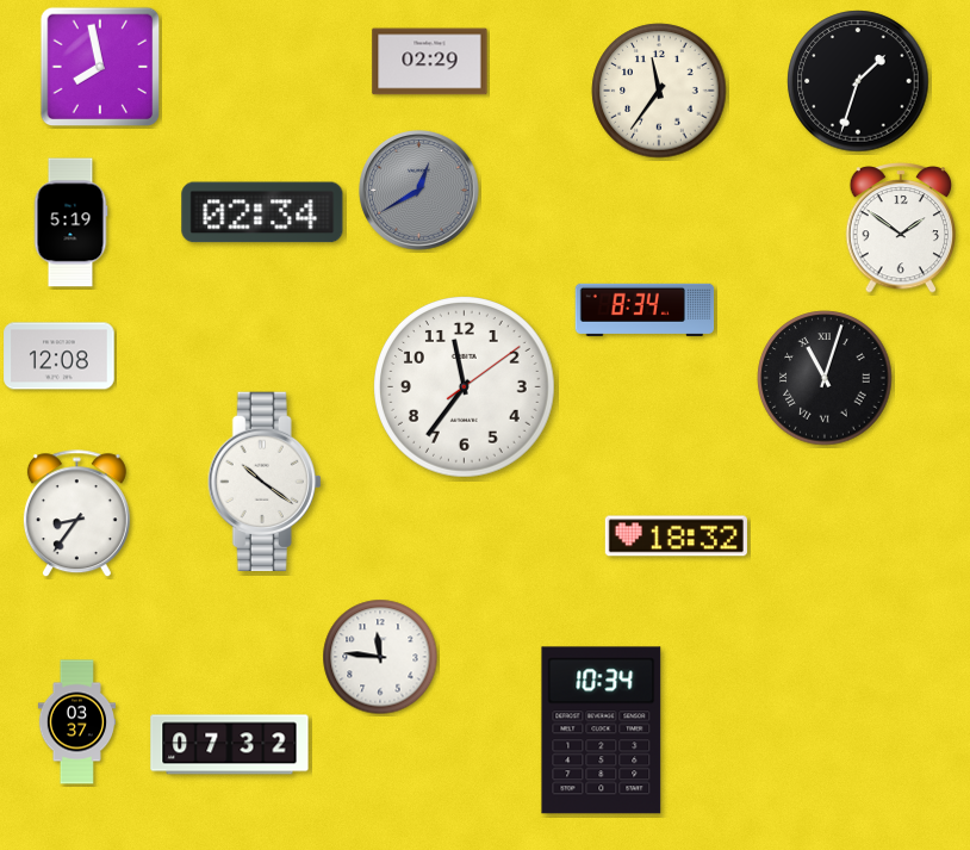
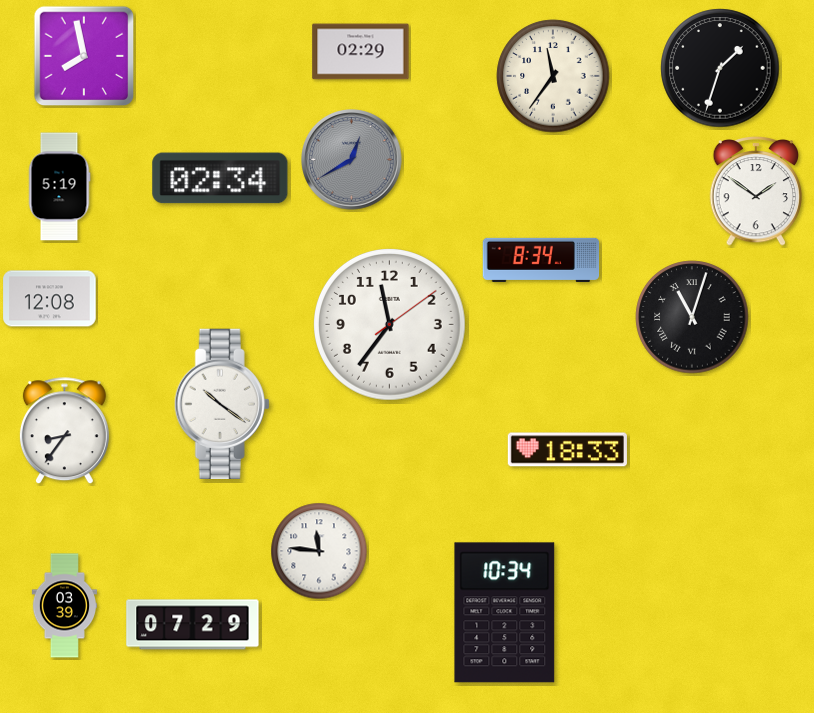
clock at (676, 536): 18:32 -> 18:33
clock at (76, 722): 03:37 -> 03:39
clock at (230, 745): 07:32 -> 07:29
